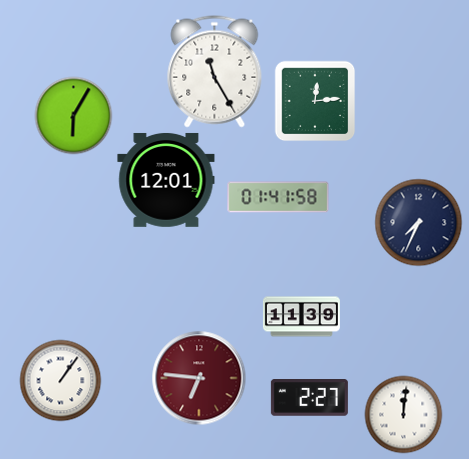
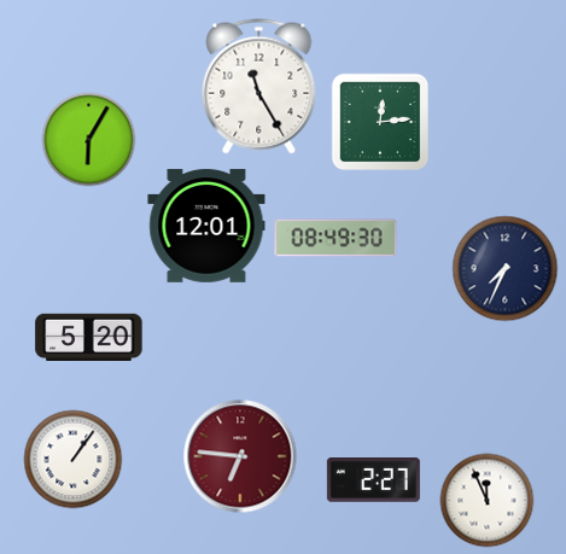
clock at (166, 180) position: (166, 180) -> (206, 226)
clock at (278, 197): 01:41 -> 08:49
clock at (89, 337): none -> 5:20
clock at (301, 317): 11:39 -> none
clock at (403, 414): 12:01 -> 11:56
